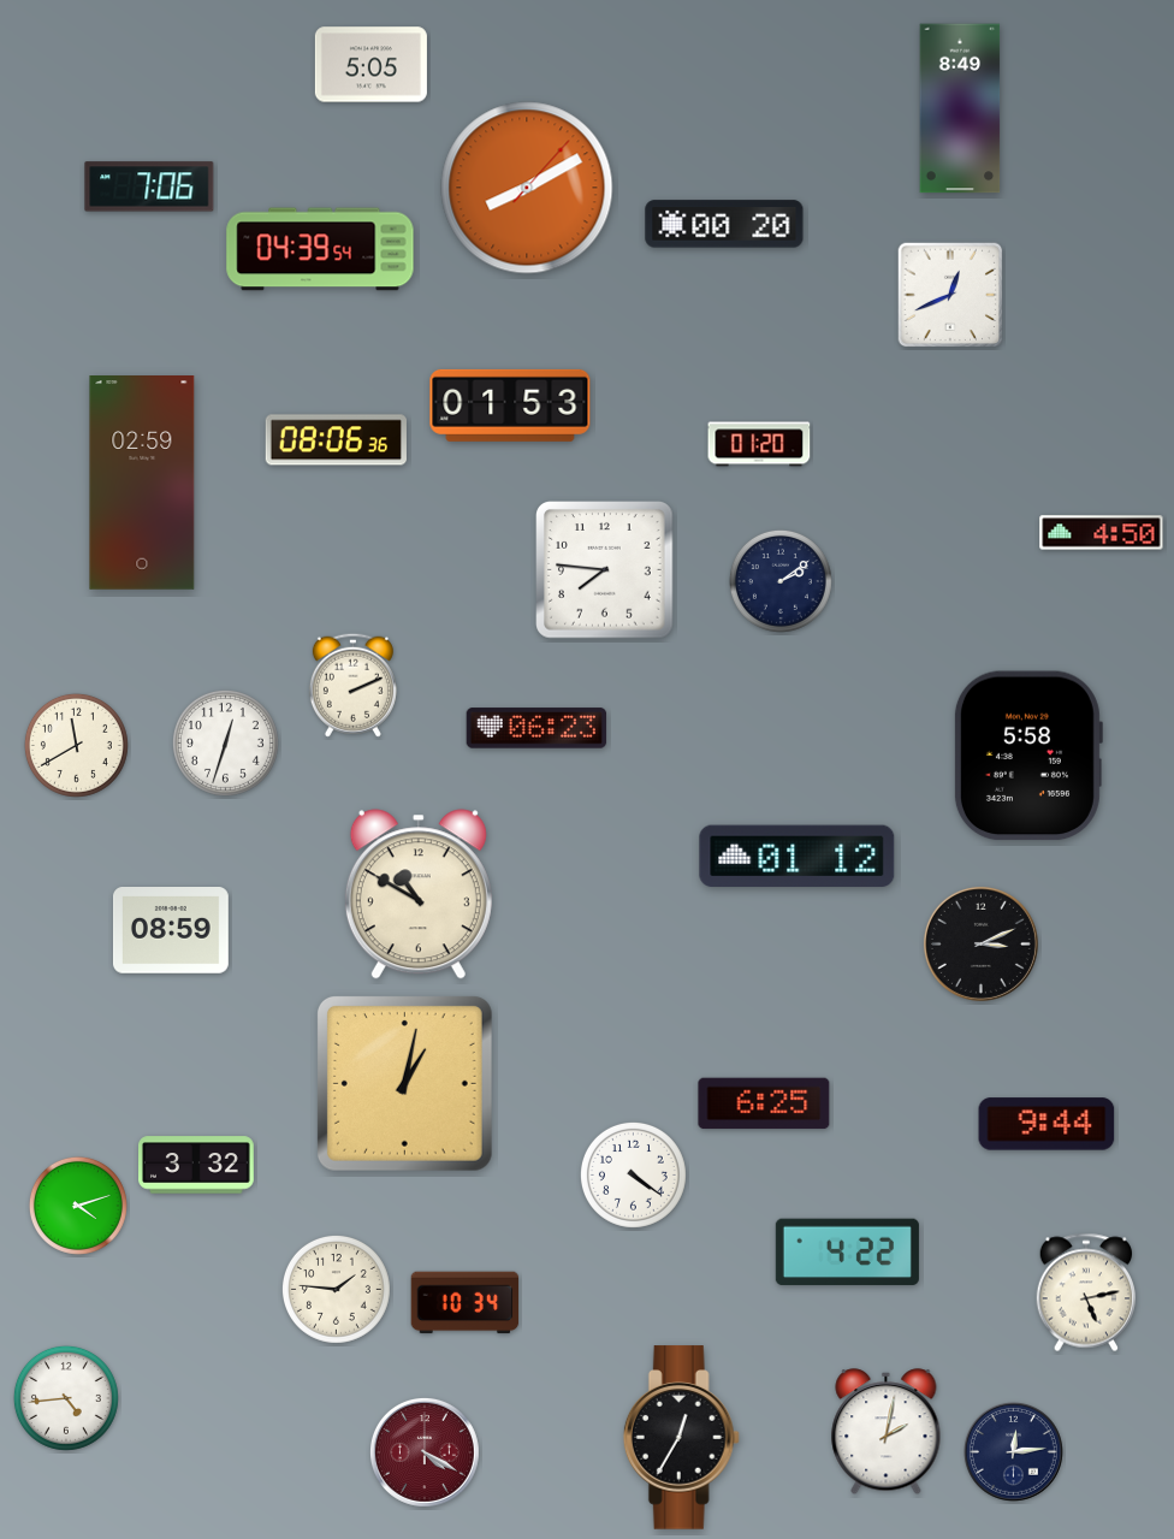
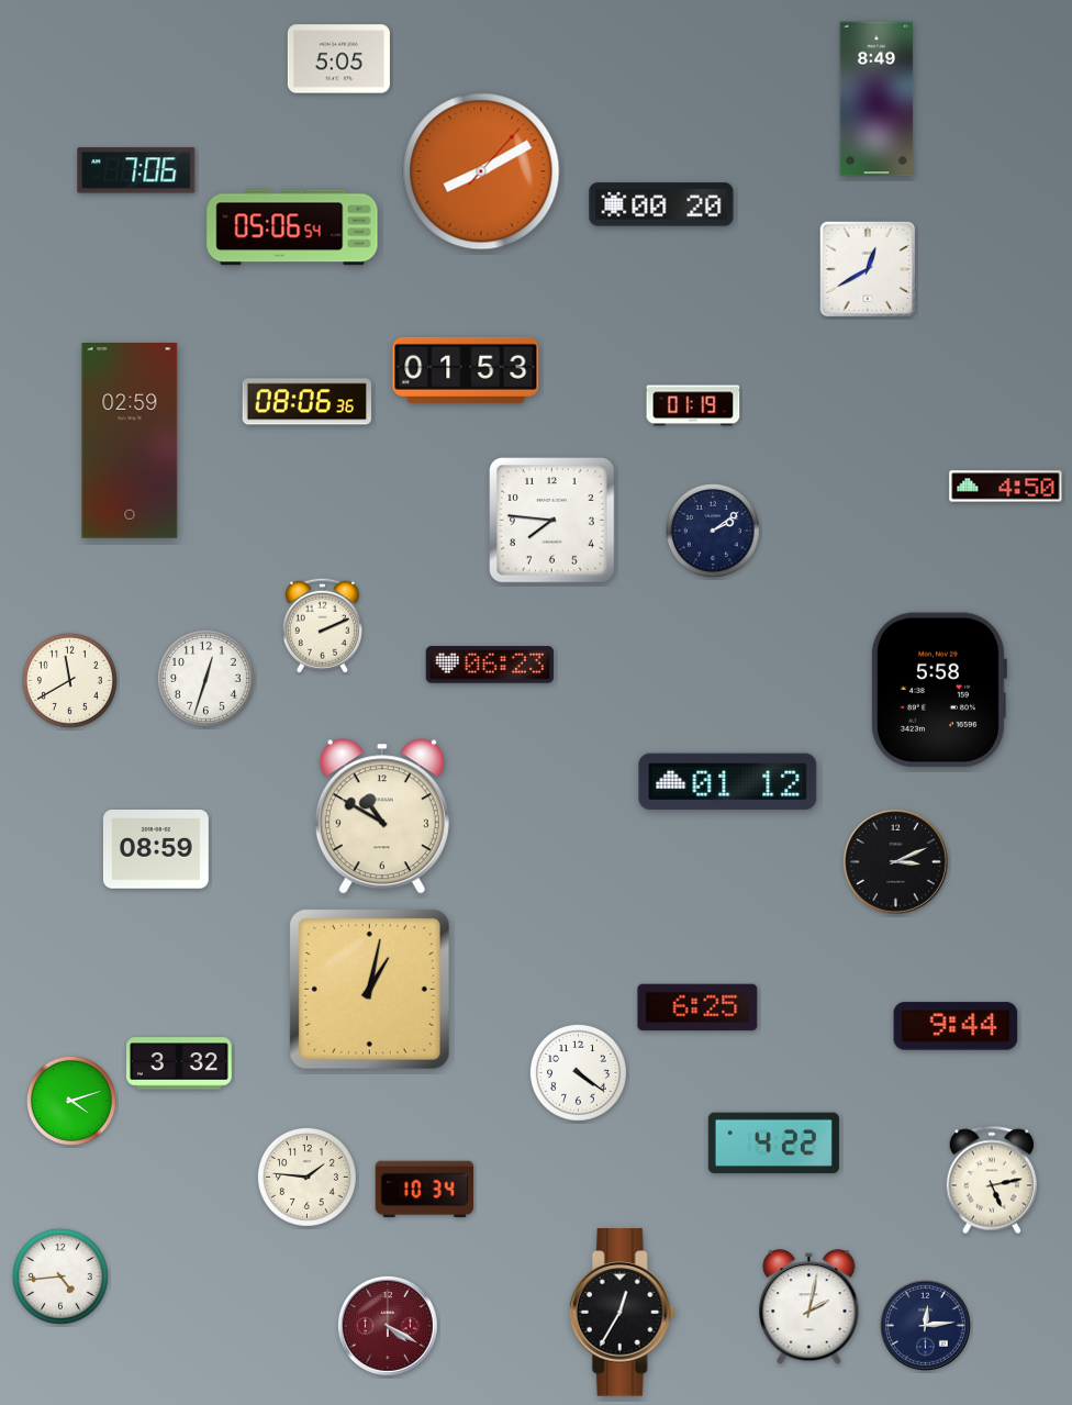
clock at (320, 249): 04:39 -> 05:06
clock at (950, 295): 12:41 -> 12:40
clock at (759, 444): 01:20 -> 01:19
